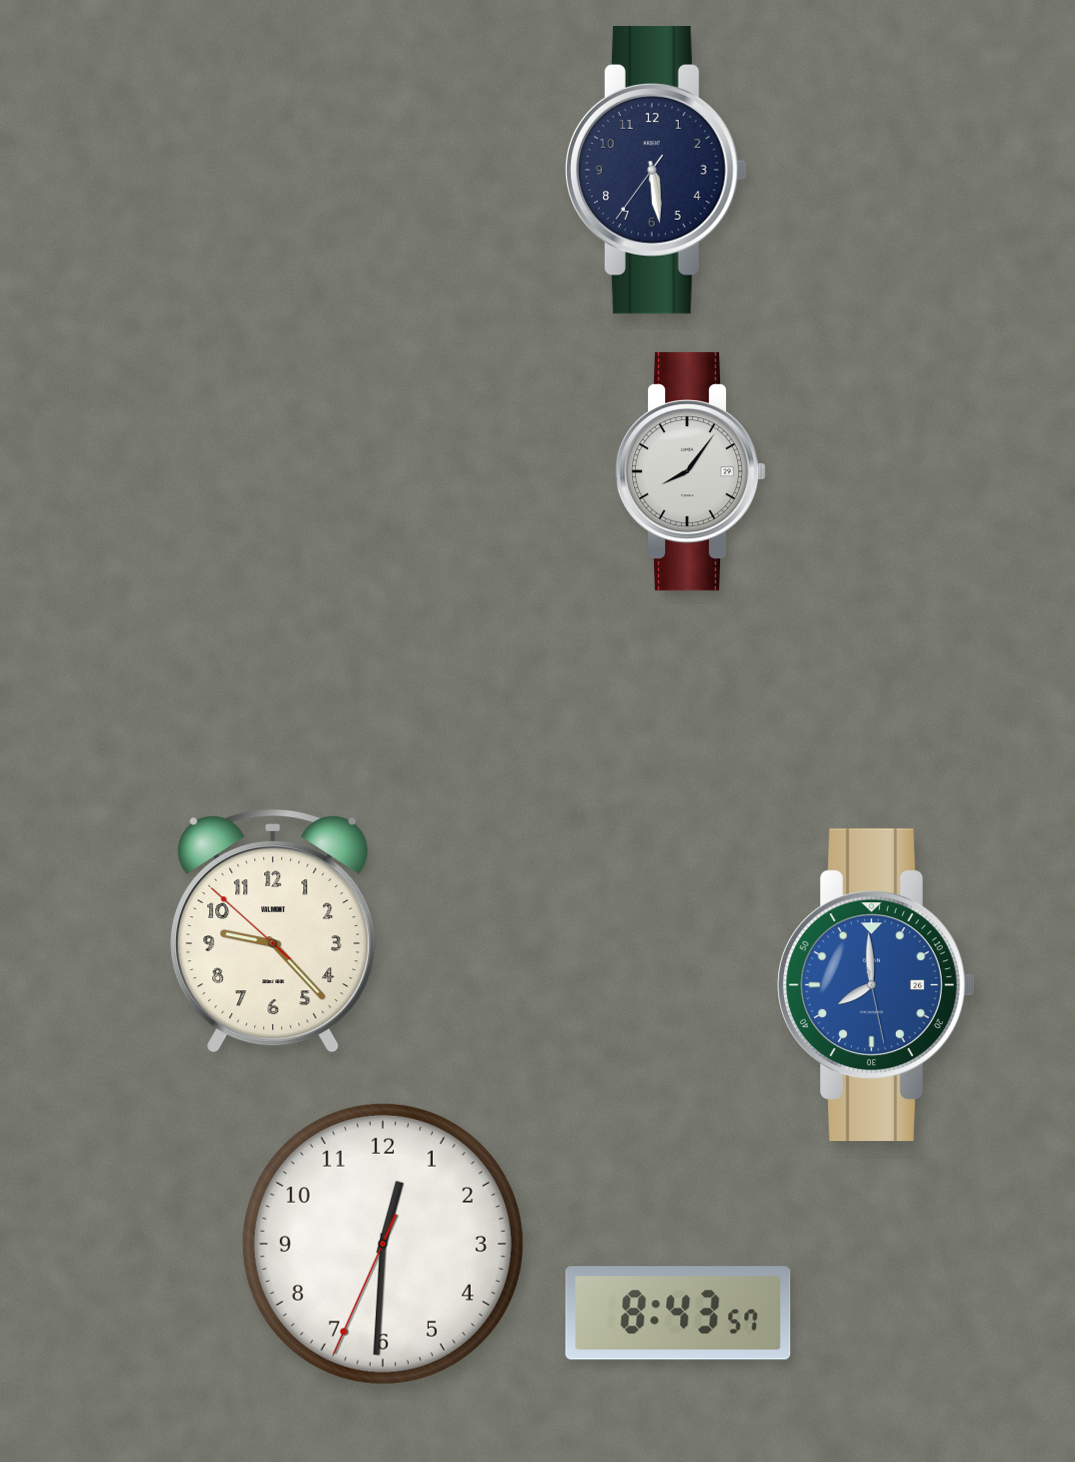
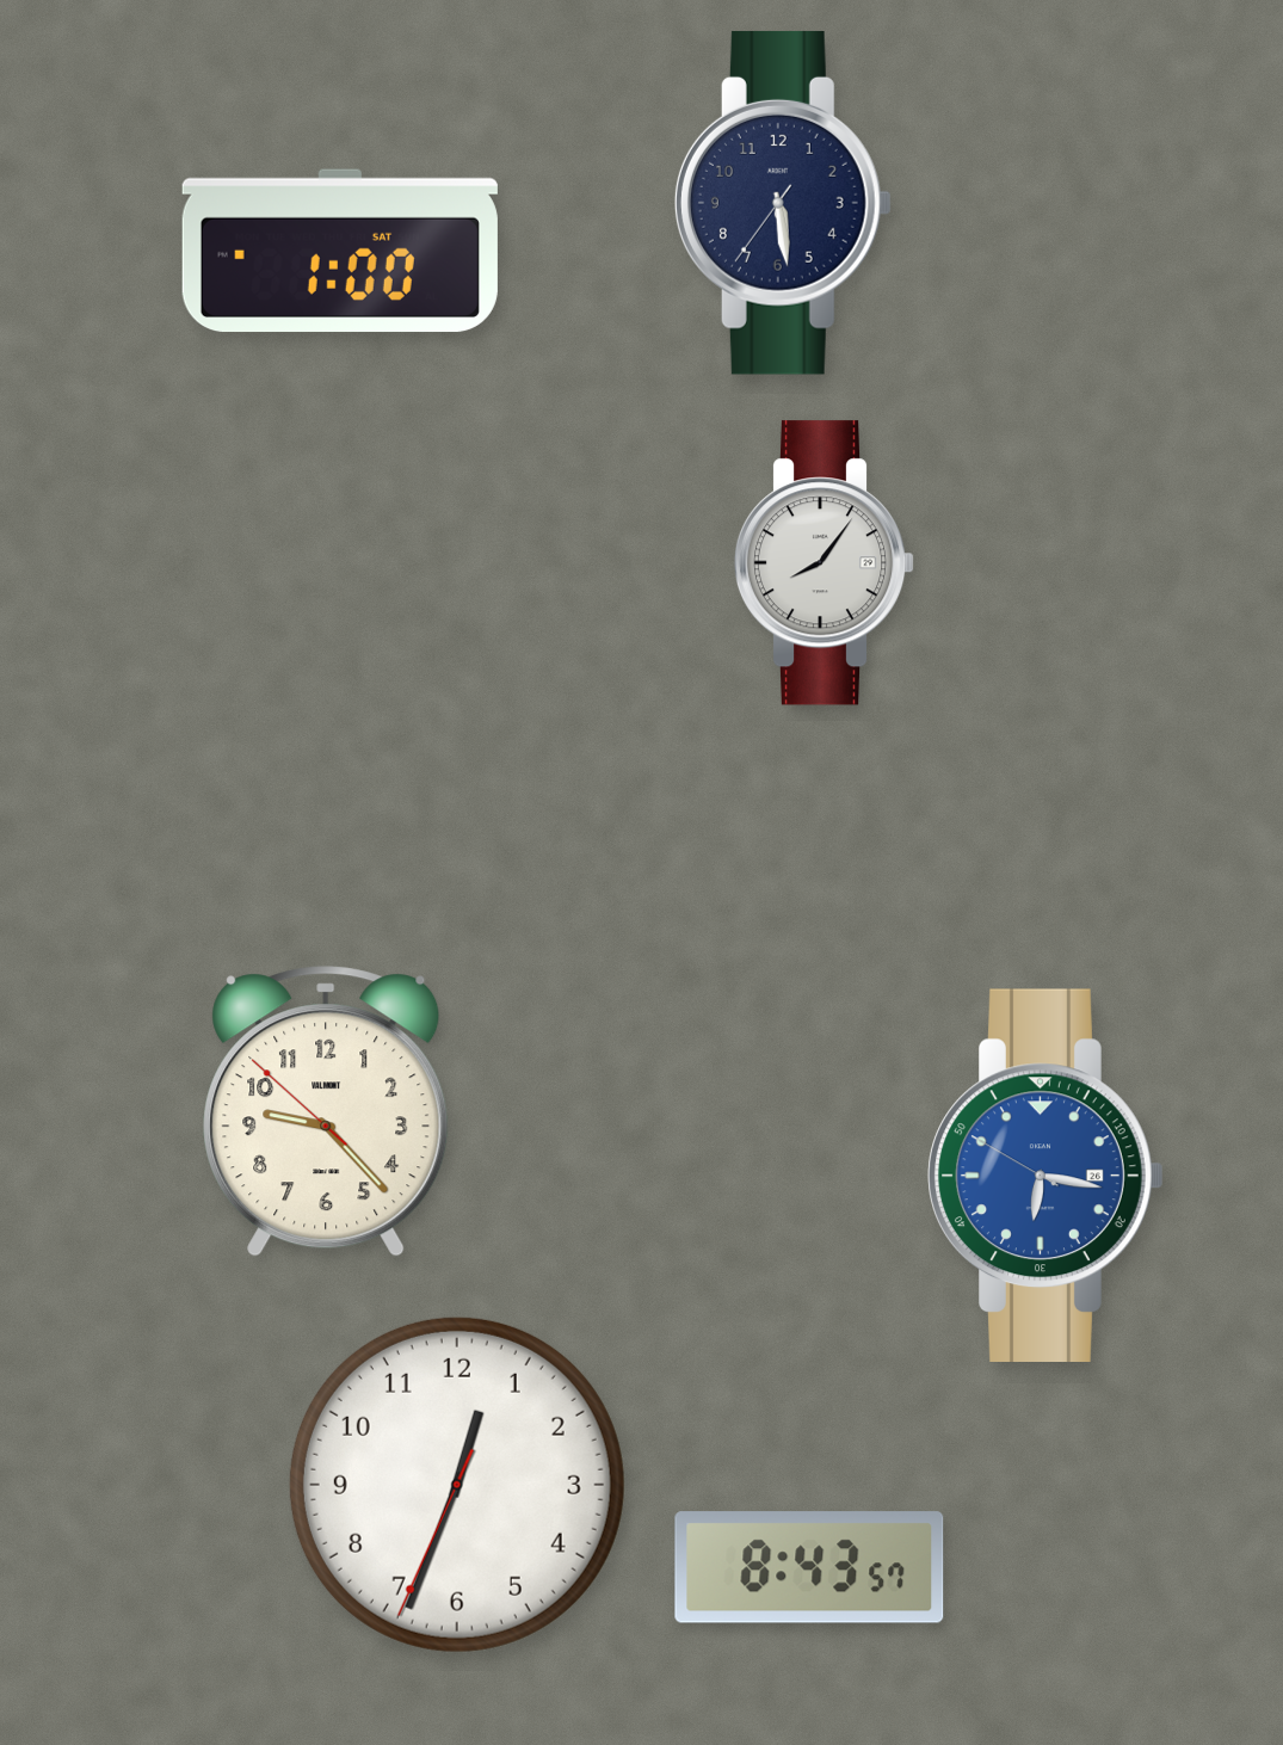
clock at (340, 251): none -> 1:00
clock at (876, 984): 7:59 -> 6:16
clock at (383, 1244): 12:30 -> 12:33
